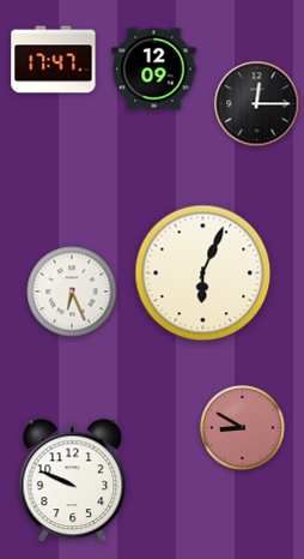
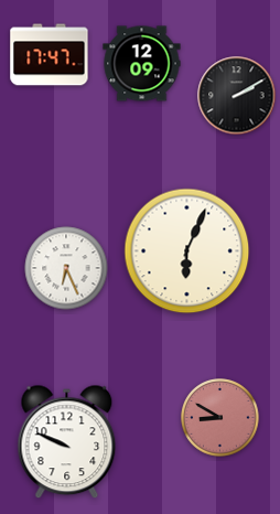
clock at (257, 104): 12:15 -> 2:10
clock at (243, 428) position: (243, 428) -> (220, 418)
